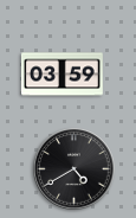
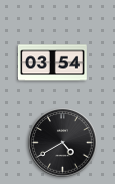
clock at (61, 75): 03:59 -> 03:54
